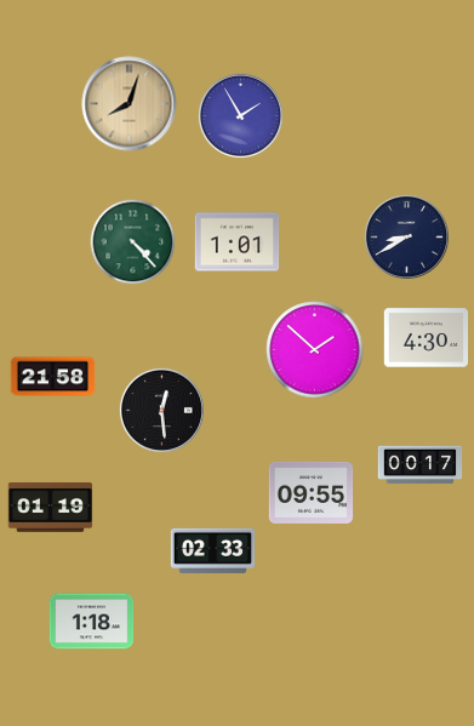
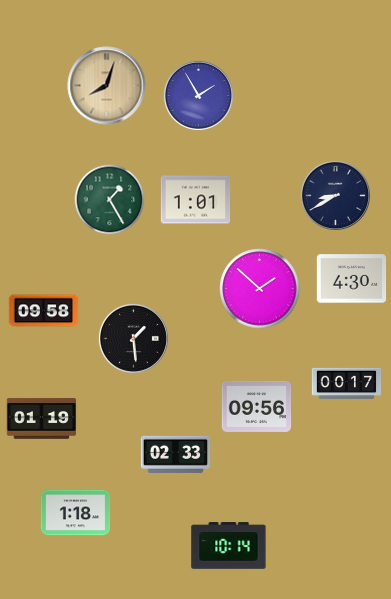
clock at (133, 242): 4:23 -> 1:25
clock at (53, 377): 21:58 -> 09:58
clock at (161, 410): 12:29 -> 1:29
clock at (312, 492): 09:55 -> 09:56
clock at (229, 546): none -> 10:14
